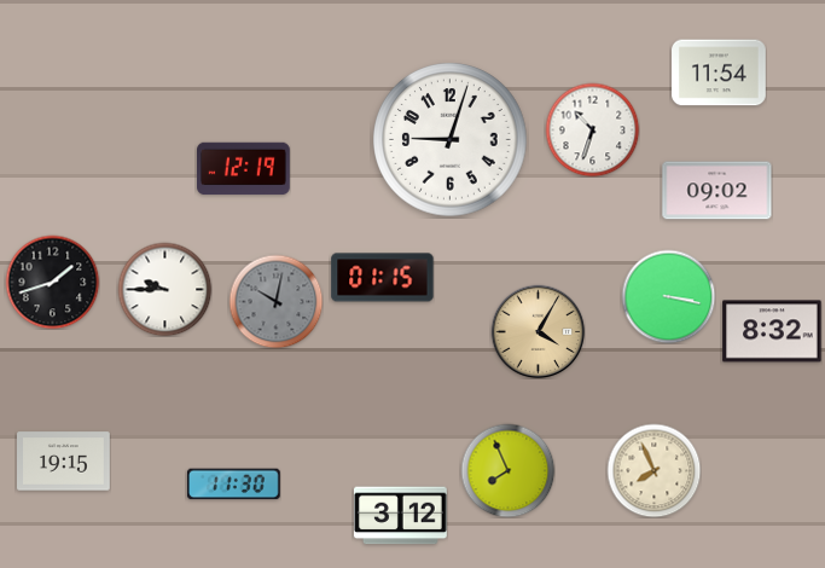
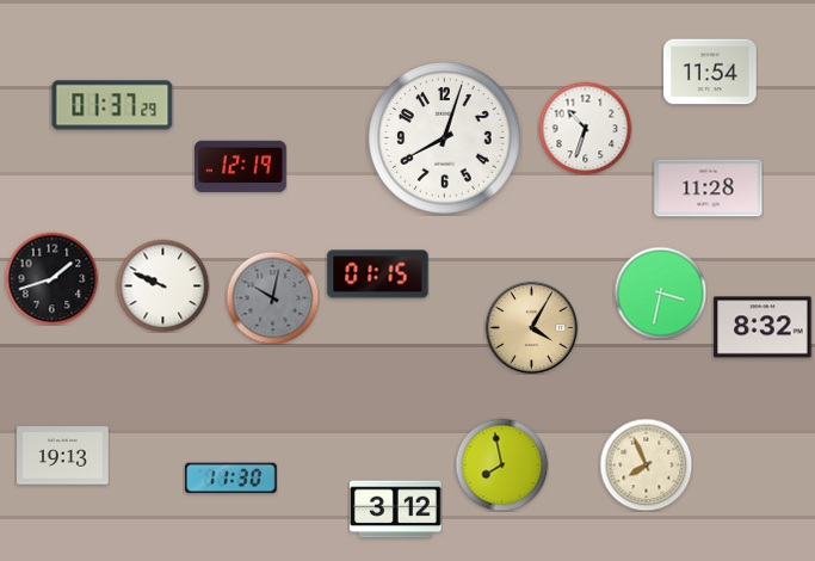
clock at (112, 105): none -> 01:37
clock at (451, 140): 9:03 -> 8:03
clock at (717, 191): 09:02 -> 11:28
clock at (164, 289): 9:45 -> 9:49
clock at (668, 296): 3:17 -> 3:32
clock at (64, 462): 19:15 -> 19:13
clock at (507, 470): 7:56 -> 7:58
